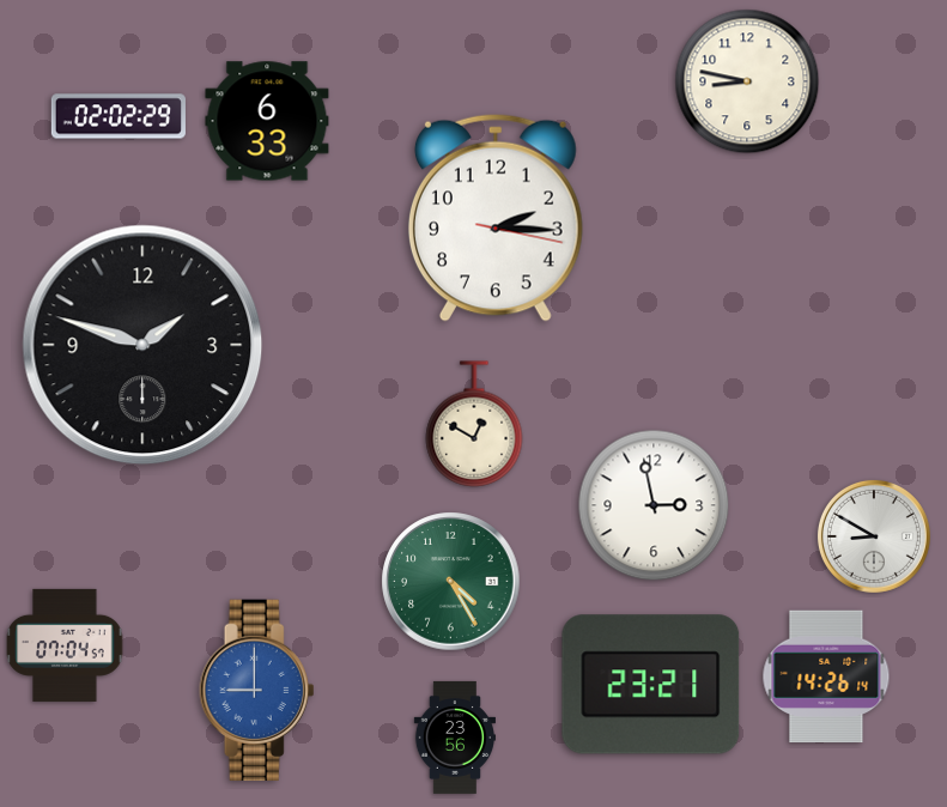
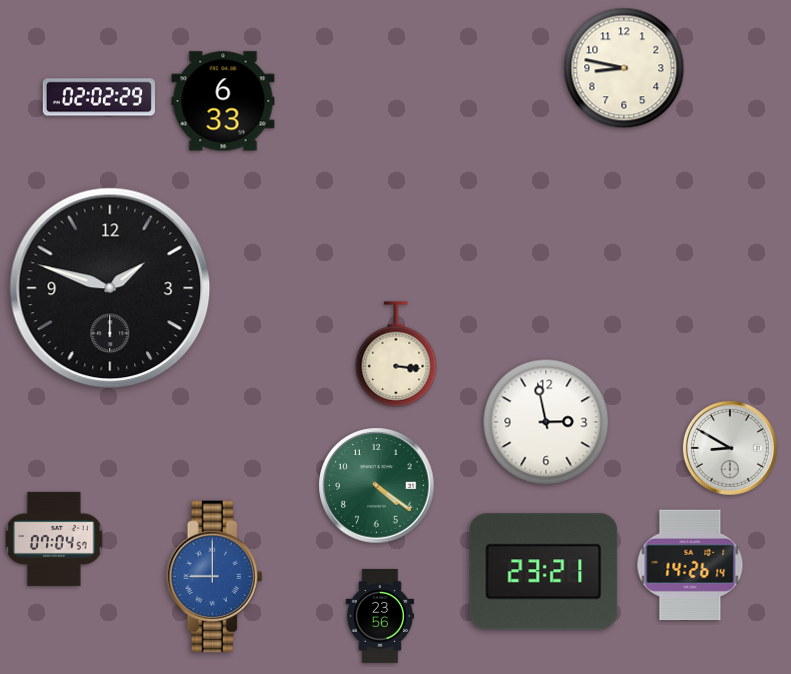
clock at (496, 218): 2:15 -> none
clock at (142, 345) position: (142, 345) -> (110, 288)
clock at (474, 424): 12:50 -> 3:16
clock at (451, 582): 4:25 -> 4:21
